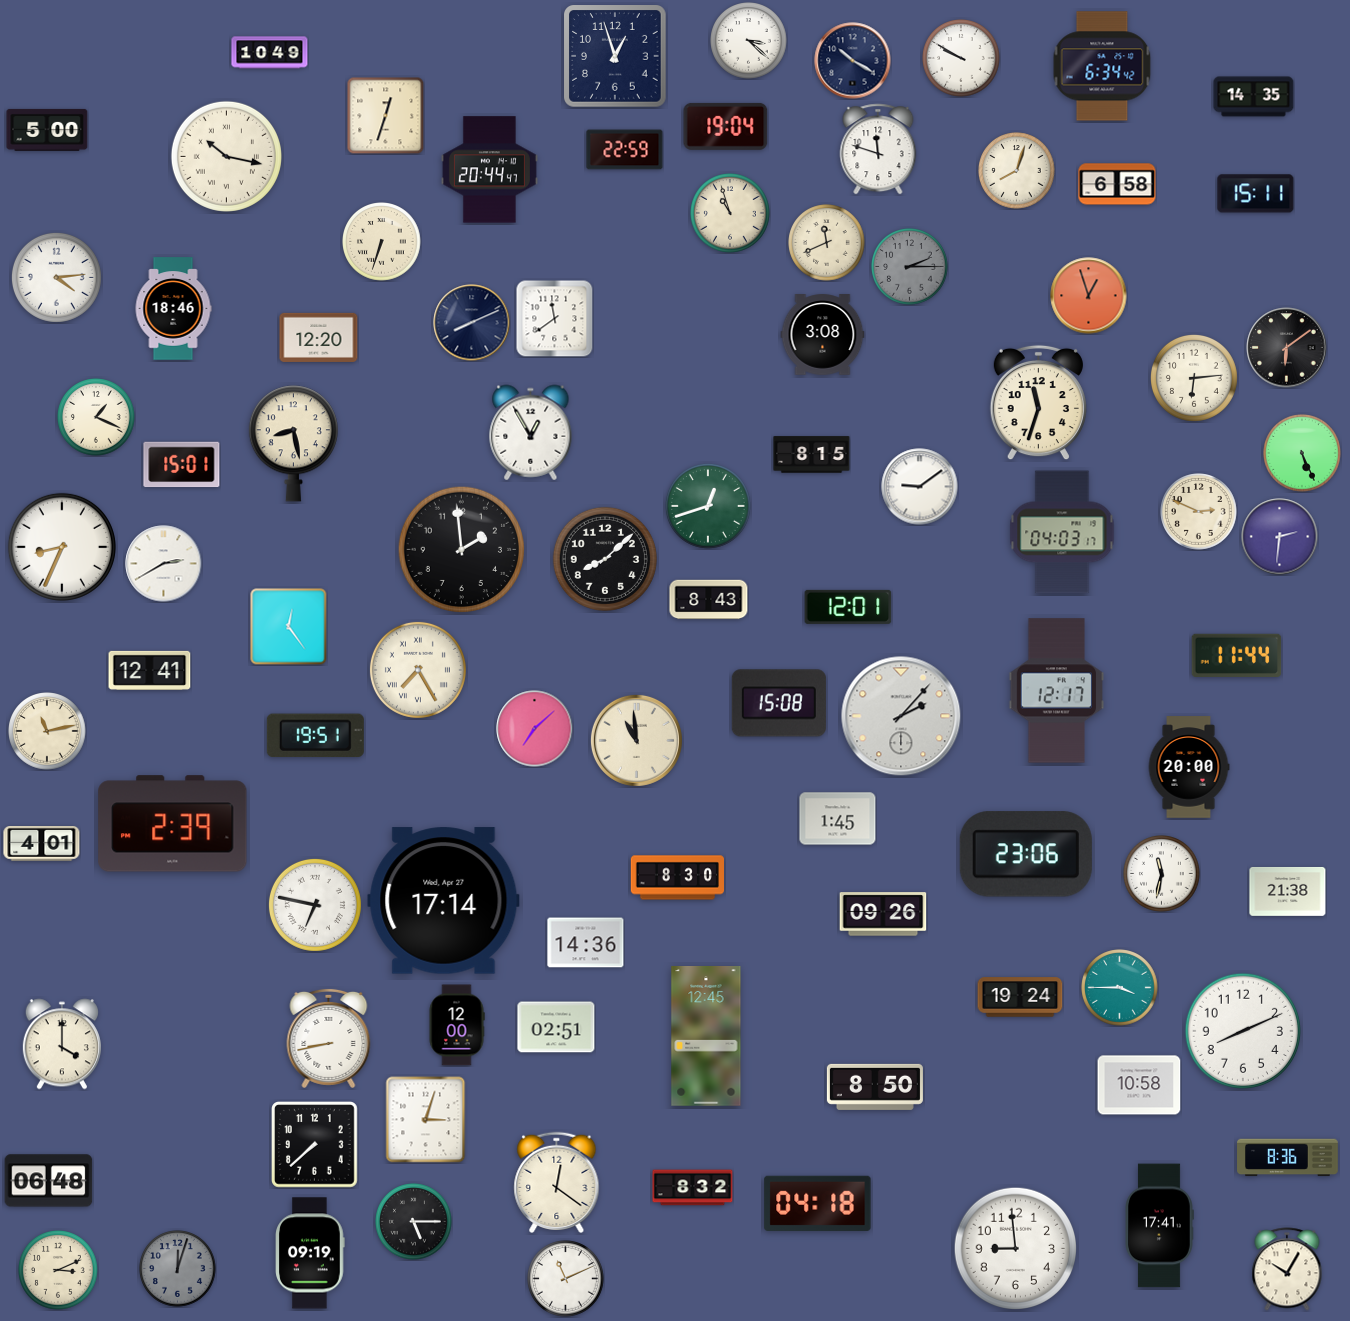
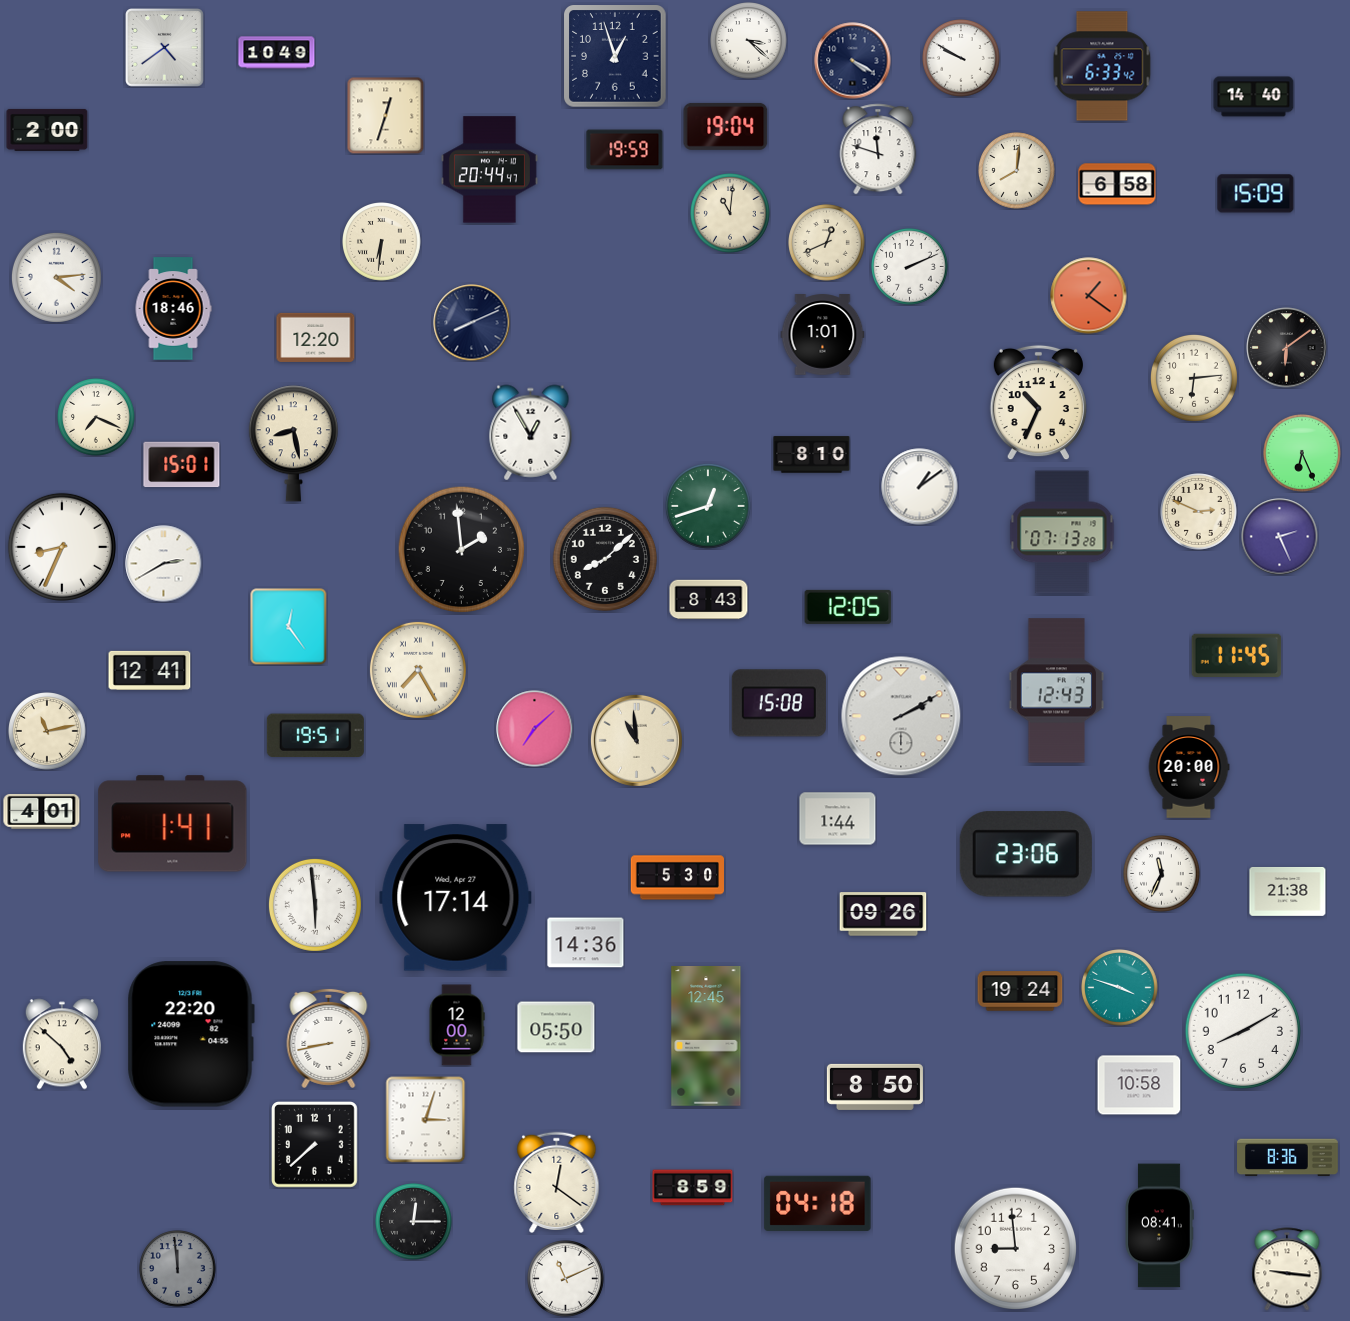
clock at (165, 48): none -> 4:39
clock at (270, 53) position: (270, 53) -> (277, 53)
clock at (853, 61): 10:20 -> 4:20
clock at (1102, 66): 6:34 -> 6:33
clock at (1254, 97): 14:35 -> 14:40
clock at (47, 130): 5:00 -> 2:00
clock at (625, 150): 22:59 -> 19:59
clock at (226, 156): 10:17 -> none
clock at (1017, 171): 8:03 -> 8:01
clock at (1256, 194): 15:11 -> 15:09
clock at (731, 214): 10:57 -> 11:01
clock at (382, 242): 6:33 -> 6:31
clock at (827, 243): 11:41 -> 12:41
clock at (910, 267): 2:15 -> 2:11
clock at (910, 267) dial: grey -> white
clock at (1089, 296): 12:57 -> 1:21
clock at (554, 318): 11:39 -> none
clock at (823, 335): 3:08 -> 1:01
clock at (319, 337) position: (319, 337) -> (316, 337)
clock at (1038, 403): 11:33 -> 10:34
clock at (96, 417): 1:19 -> 7:19
clock at (1302, 453): 5:26 -> 6:26
clock at (812, 455): 8:15 -> 8:10
clock at (920, 487): 9:09 -> 1:09
clock at (1062, 532): 04:03 -> 07:13
clock at (1280, 537): 2:31 -> 2:26
clock at (848, 607): 12:01 -> 12:05
clock at (1237, 655): 11:44 -> 11:45
clock at (1056, 691): 12:17 -> 12:43
clock at (901, 716): 2:07 -> 2:10
clock at (838, 819): 1:45 -> 1:44
clock at (173, 824): 2:39 -> 1:41
clock at (42, 844) position: (42, 844) -> (42, 812)
clock at (1162, 874): 11:32 -> 11:34
clock at (677, 878): 8:30 -> 5:30
clock at (444, 901) position: (444, 901) -> (456, 898)
clock at (315, 905): 6:47 -> 5:59
clock at (1120, 988): 3:45 -> 3:48
clock at (1020, 997) position: (1020, 997) -> (1020, 991)
clock at (556, 1027): 02:51 -> 05:50
clock at (1243, 1031): 8:11 -> 8:10
clock at (191, 1034): none -> 22:20
clock at (62, 1044): 4:00 -> 4:52
clock at (49, 1181): 06:48 -> none
clock at (693, 1188): 8:32 -> 8:59
clock at (414, 1222): 5:15 -> 12:15
clock at (1159, 1226): 17:41 -> 08:41
clock at (310, 1253): 09:19 -> none
clock at (178, 1269): 12:03 -> 11:59
clock at (1287, 1269): 10:05 -> 9:16
clock at (59, 1271): 3:11 -> none
